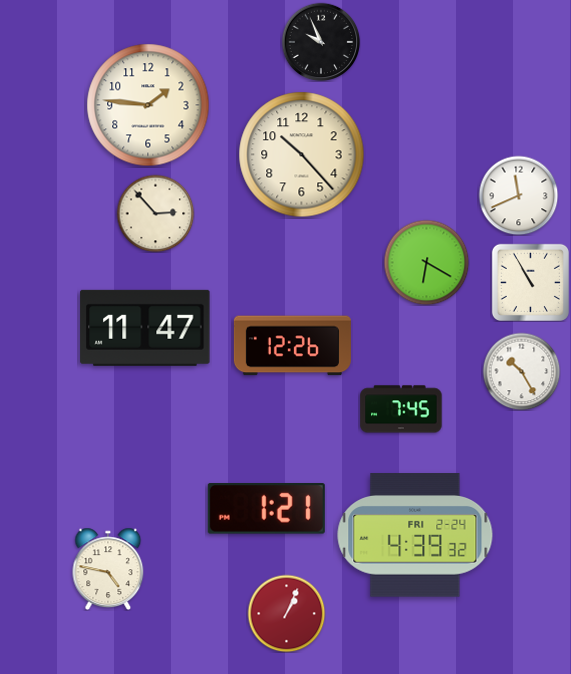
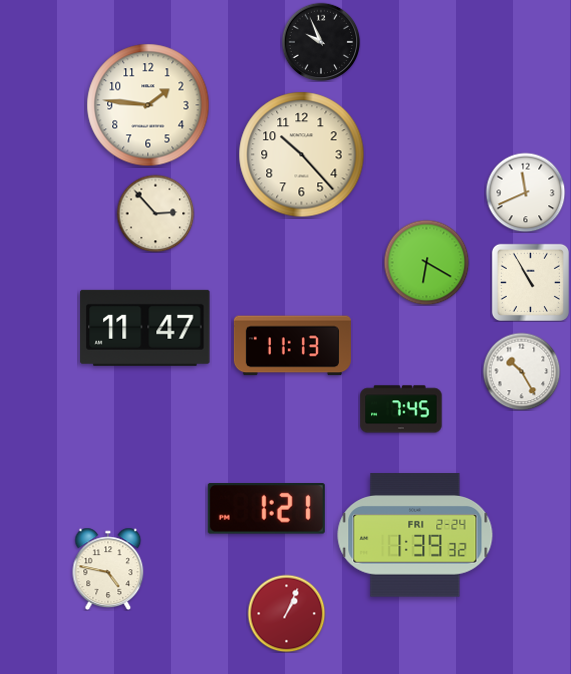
clock at (518, 195) position: (518, 195) -> (525, 192)
clock at (292, 346): 12:26 -> 11:13
clock at (415, 535): 4:39 -> 1:39
